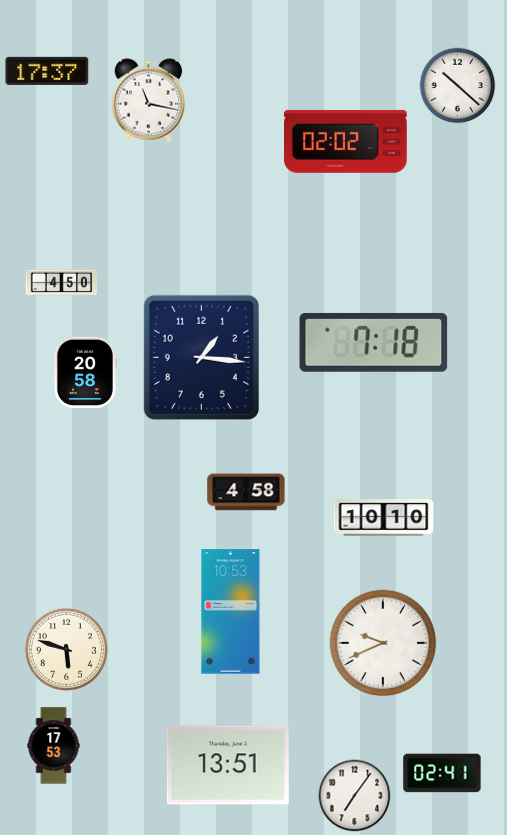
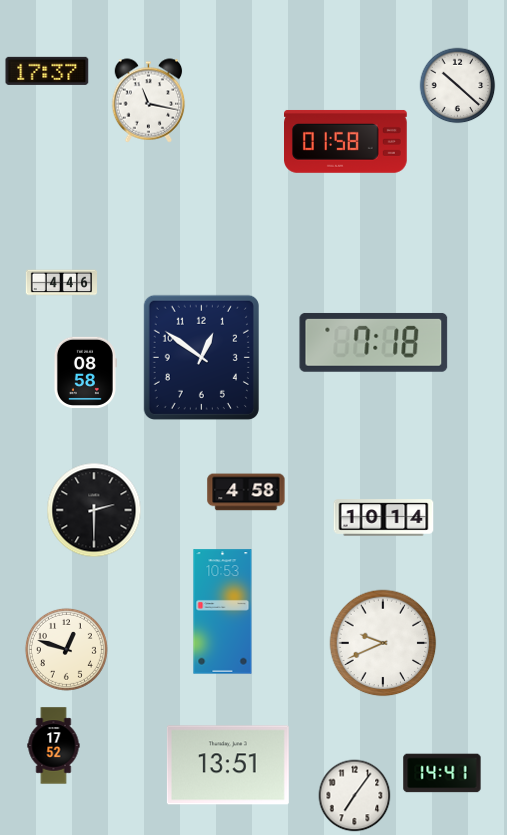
clock at (346, 141): 02:02 -> 01:58
clock at (62, 283): 4:50 -> 4:46
clock at (201, 357): 1:16 -> 12:51
clock at (85, 372): 20:58 -> 08:58
clock at (94, 510): none -> 2:30
clock at (384, 518): 10:10 -> 10:14
clock at (231, 612) position: (231, 612) -> (223, 612)
clock at (66, 649): 5:48 -> 12:48
clock at (54, 746): 17:53 -> 17:52
clock at (442, 773): 02:41 -> 14:41
